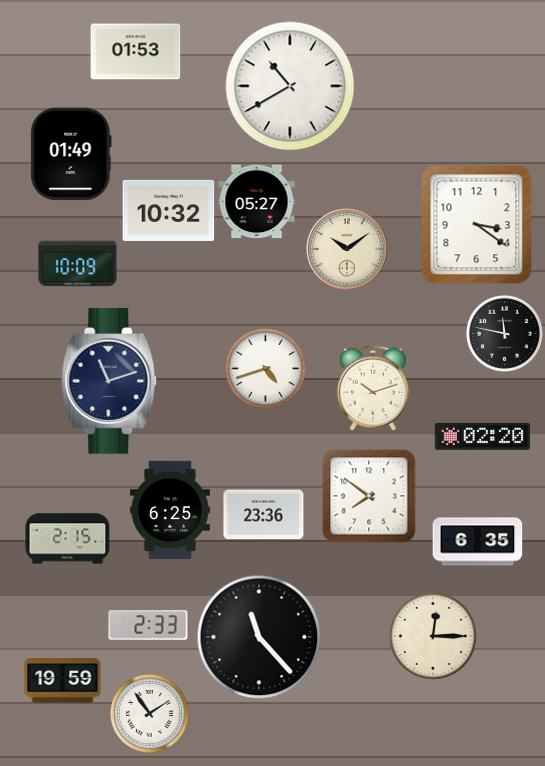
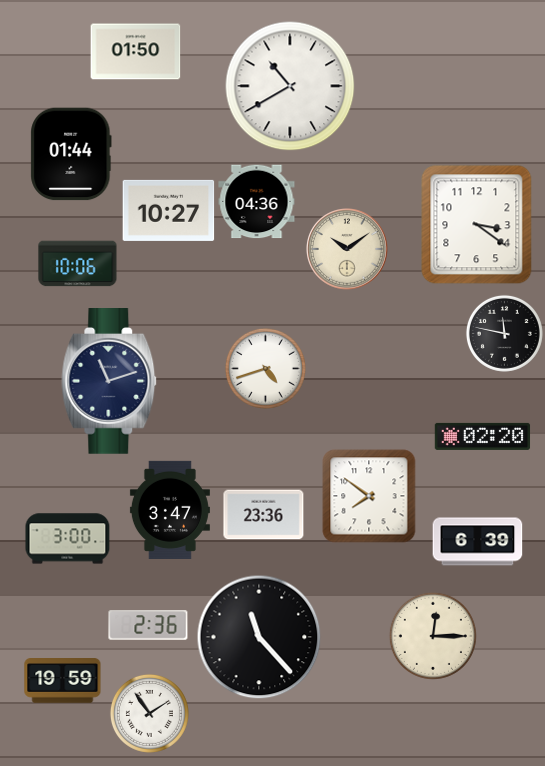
clock at (136, 52): 01:53 -> 01:50
clock at (71, 154): 01:49 -> 01:44
clock at (257, 202): 05:27 -> 04:36
clock at (169, 210): 10:32 -> 10:27
clock at (78, 264): 10:09 -> 10:06
clock at (373, 388): 10:12 -> none
clock at (170, 510): 6:25 -> 3:47
clock at (68, 539): 2:15 -> 3:00
clock at (478, 542): 6:35 -> 6:39
clock at (148, 625): 2:33 -> 2:36
